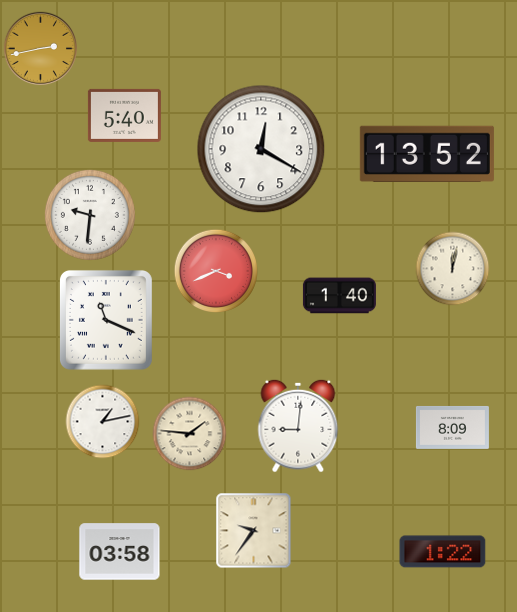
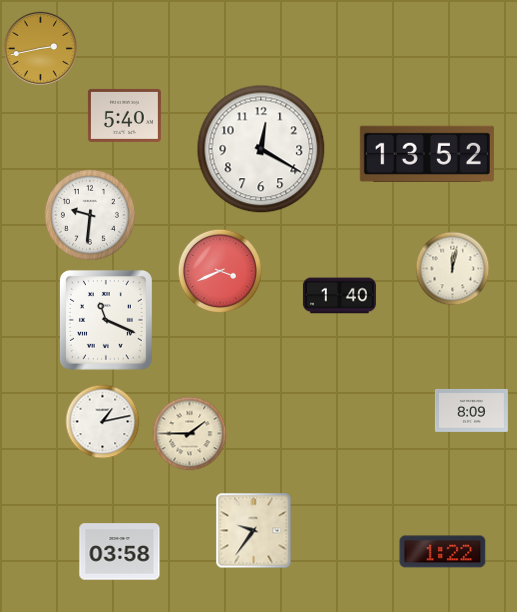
clock at (215, 270) position: (215, 270) -> (219, 270)
clock at (298, 426): 9:01 -> none
clock at (452, 427) position: (452, 427) -> (471, 410)
clock at (190, 434): 1:46 -> 1:45
